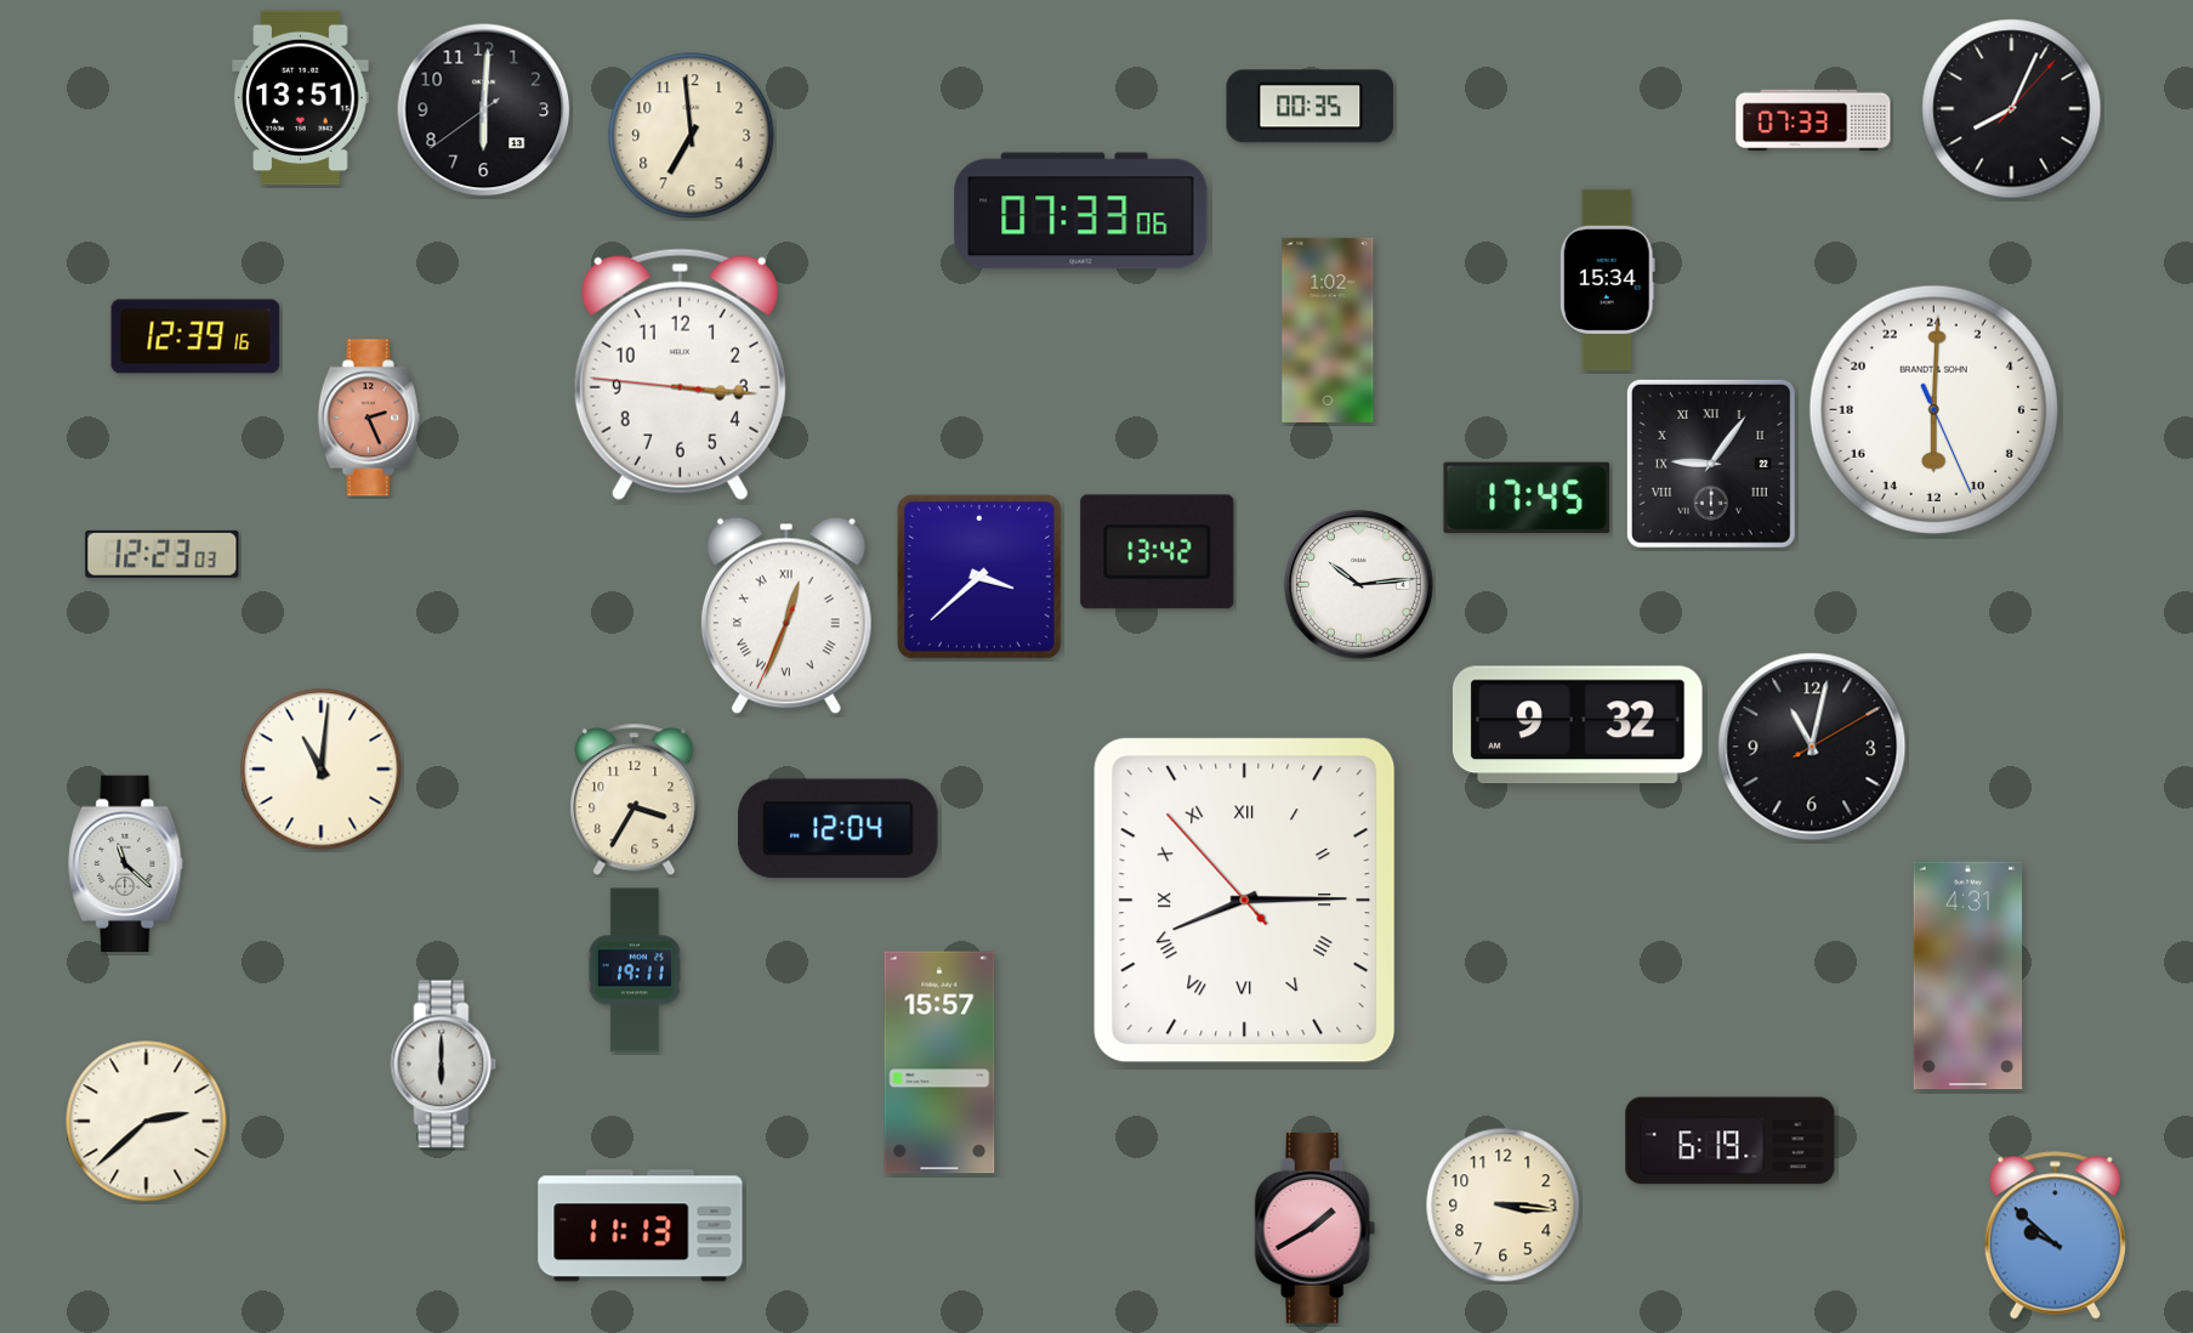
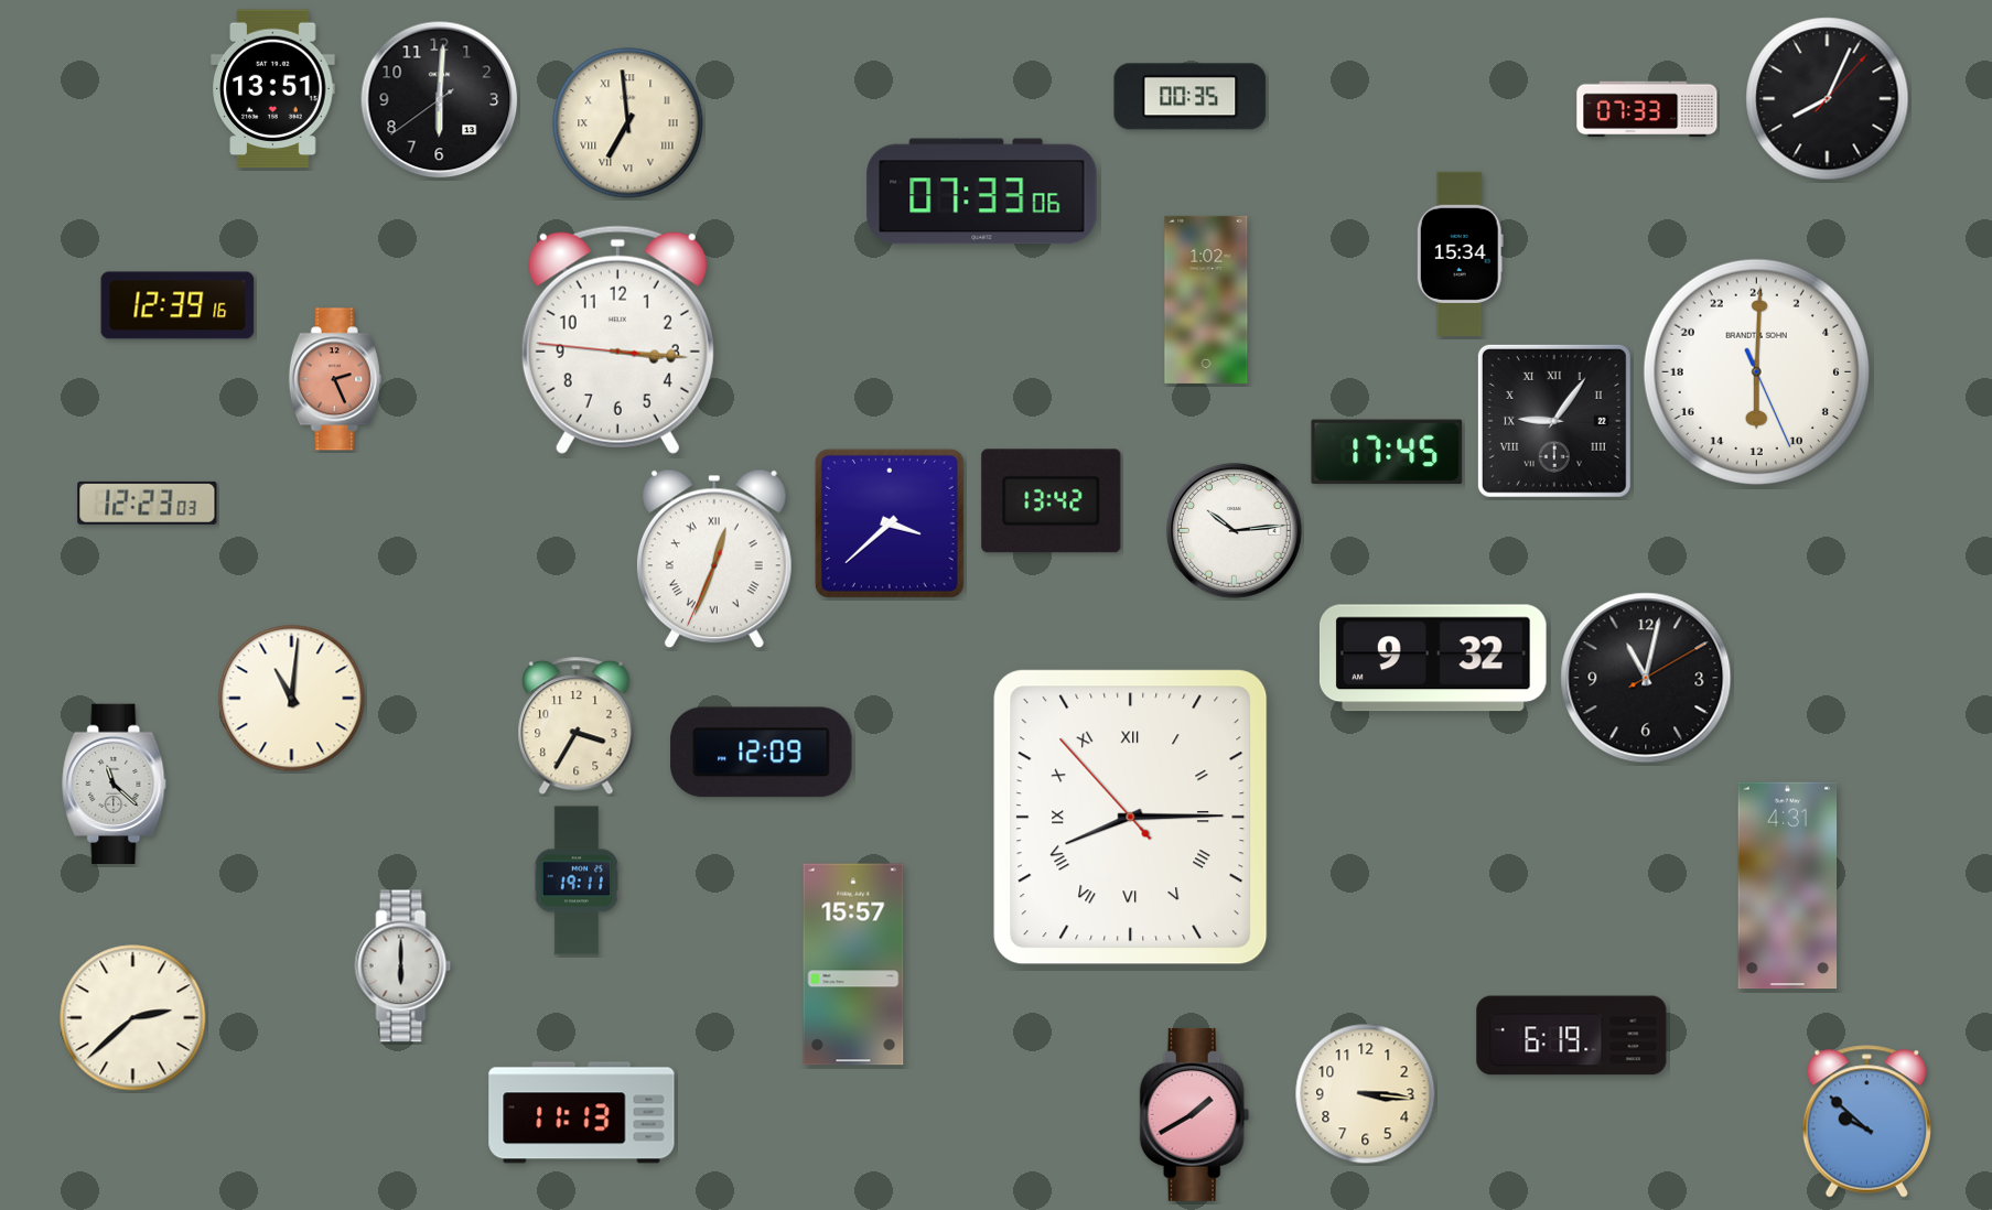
clock at (692, 136) numerals: Arabic -> Roman
clock at (839, 829): 12:04 -> 12:09
